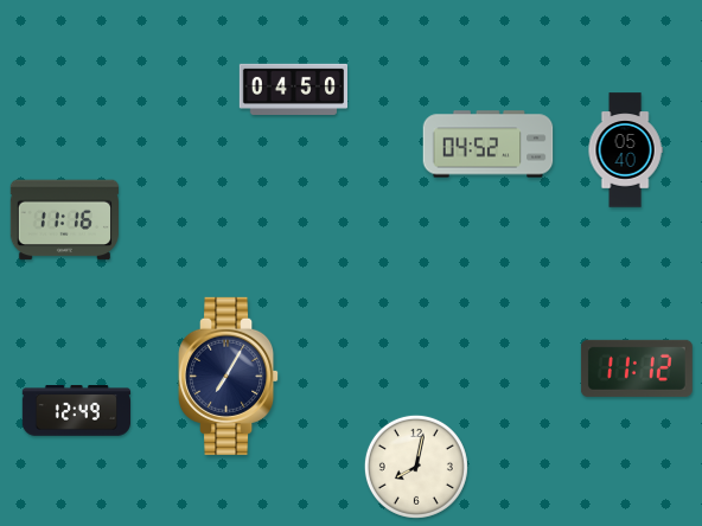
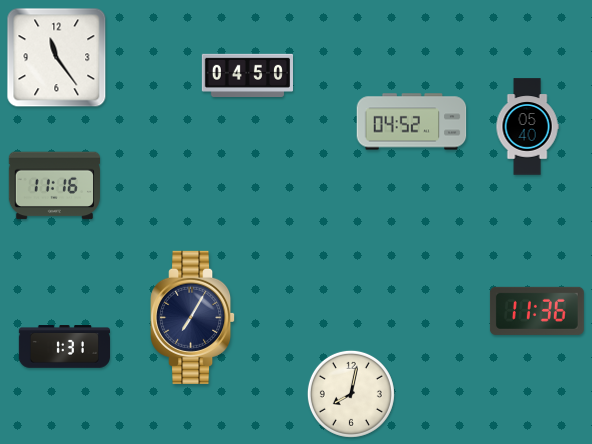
clock at (57, 58): none -> 11:24
clock at (637, 368): 11:12 -> 11:36
clock at (76, 411): 12:49 -> 1:31
